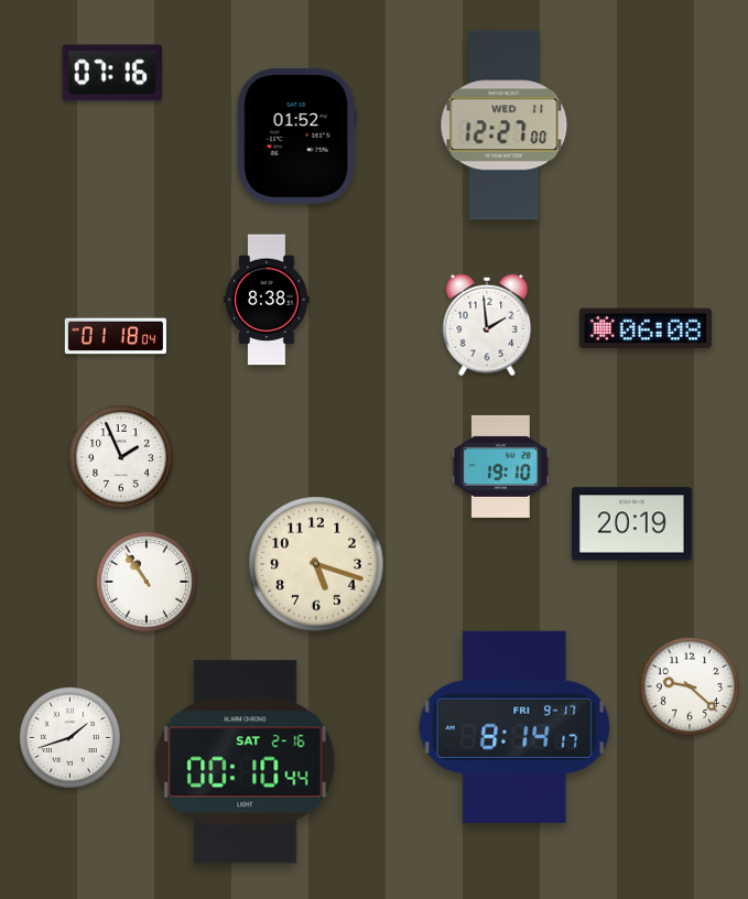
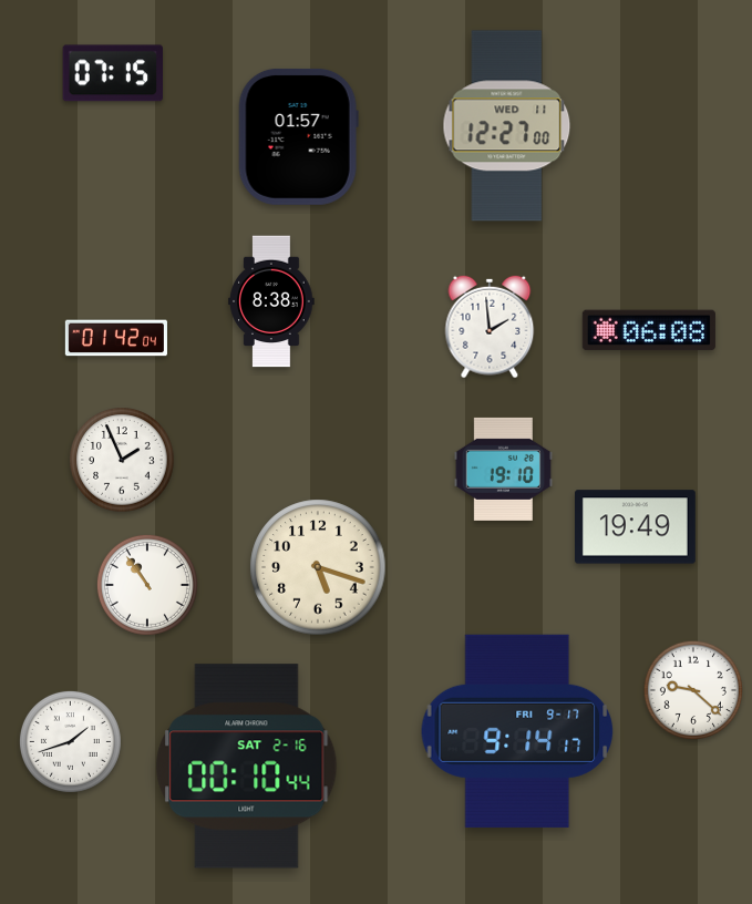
clock at (111, 73): 07:16 -> 07:15
clock at (296, 136): 01:52 -> 01:57
clock at (267, 300) position: (267, 300) -> (271, 301)
clock at (116, 336): 01:18 -> 01:42
clock at (632, 524): 20:19 -> 19:49
clock at (514, 727): 8:14 -> 9:14
